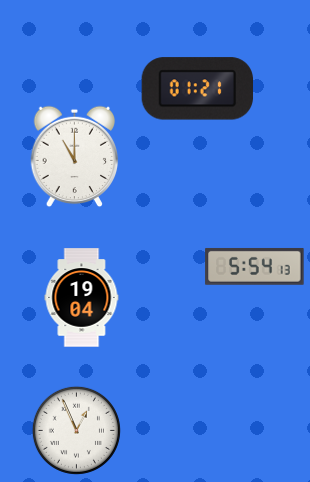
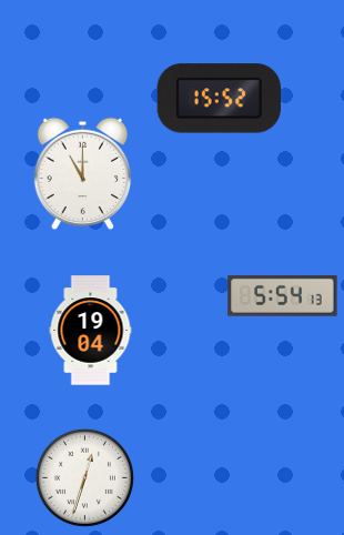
clock at (197, 89): 01:21 -> 15:52
clock at (76, 430): 12:56 -> 12:33
